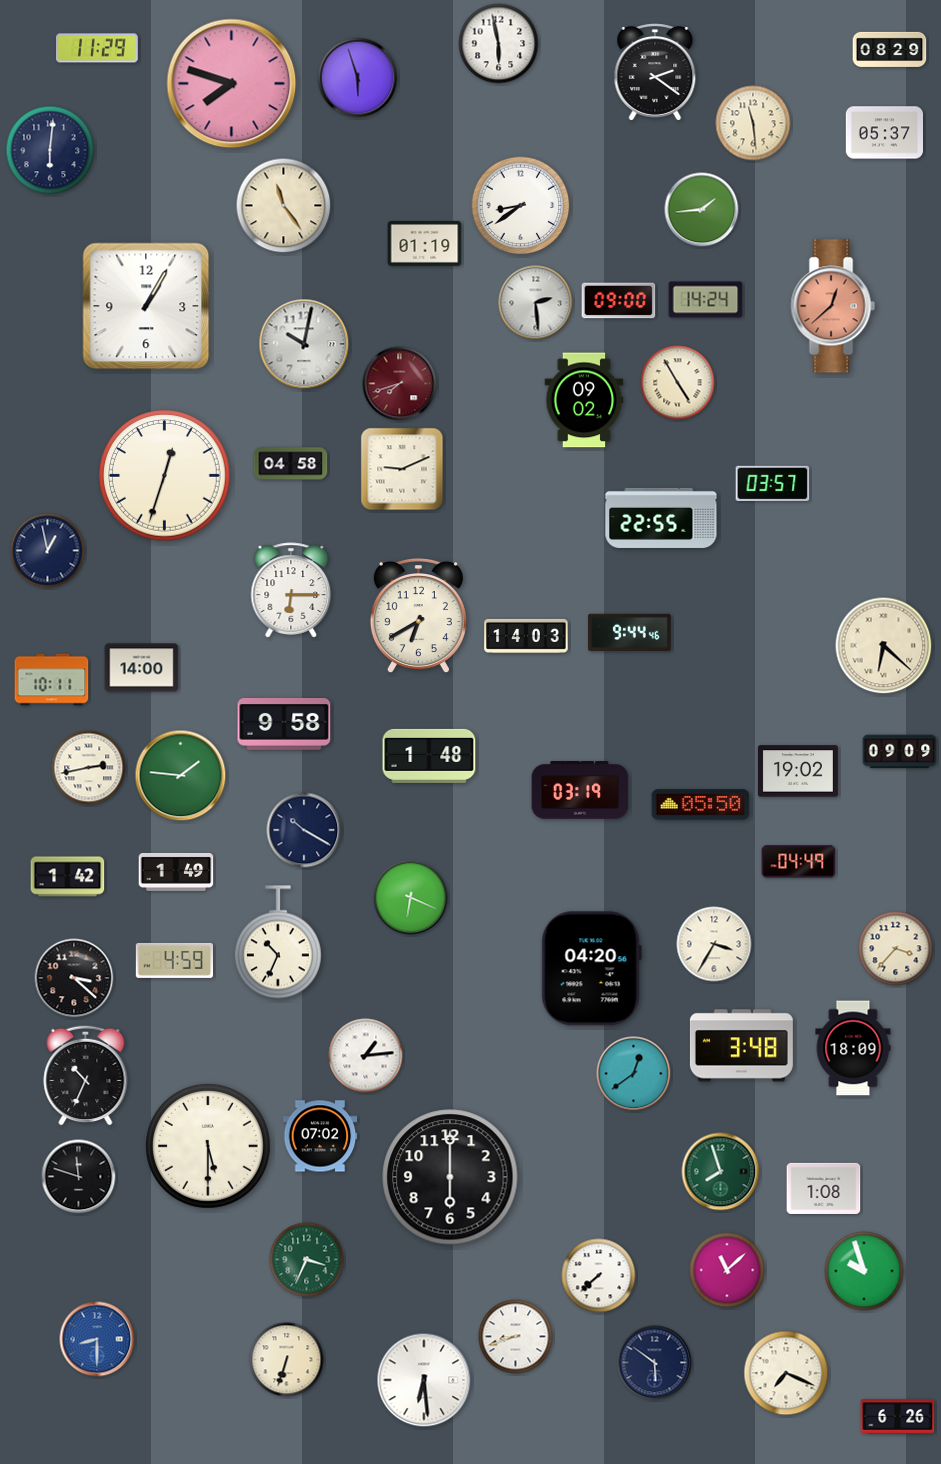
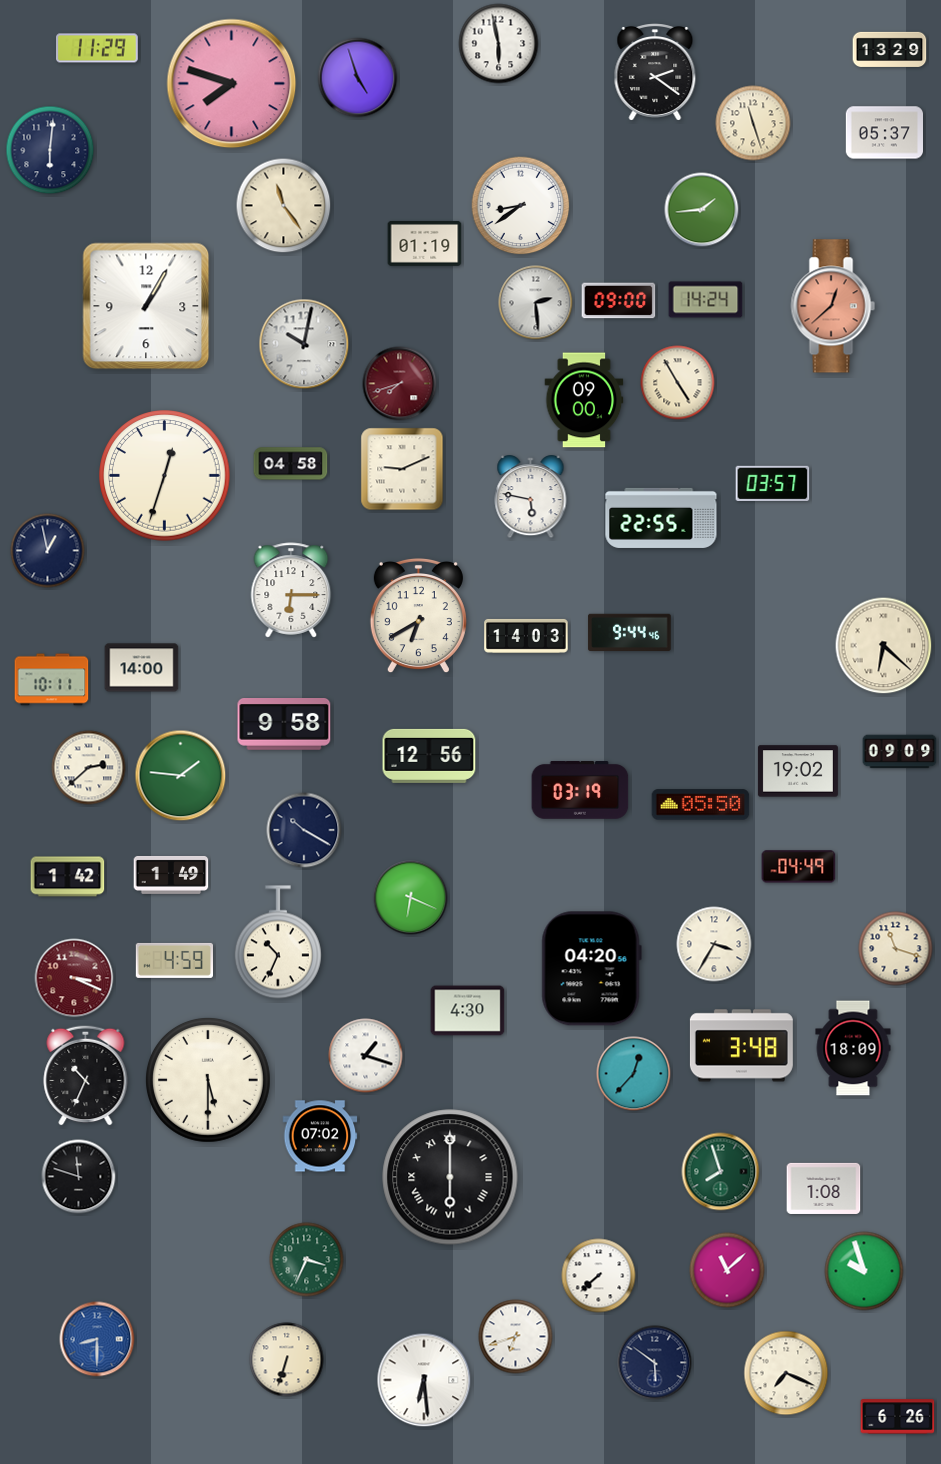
clock at (890, 49): 08:29 -> 13:29
clock at (358, 78): 5:57 -> 4:57
clock at (753, 123): 11:29 -> 11:27
clock at (584, 400): 09:02 -> 09:00
clock at (531, 498): none -> 5:47
clock at (429, 756): 1:48 -> 12:56
clock at (89, 768): 2:43 -> 2:38
clock at (799, 862) position: (799, 862) -> (799, 867)
clock at (176, 872) position: (176, 872) -> (171, 875)
clock at (896, 949): 3:37 -> 11:18
clock at (74, 978): 3:22 -> 3:19
clock at (74, 978) dial: black -> burgundy
clock at (468, 1011): none -> 4:30
clock at (366, 1056): 1:14 -> 1:18
clock at (634, 1074): 12:39 -> 12:37
clock at (208, 1146) position: (208, 1146) -> (208, 1080)
clock at (450, 1177) numerals: Arabic -> Roman
clock at (516, 1337): 8:42 -> 6:42
